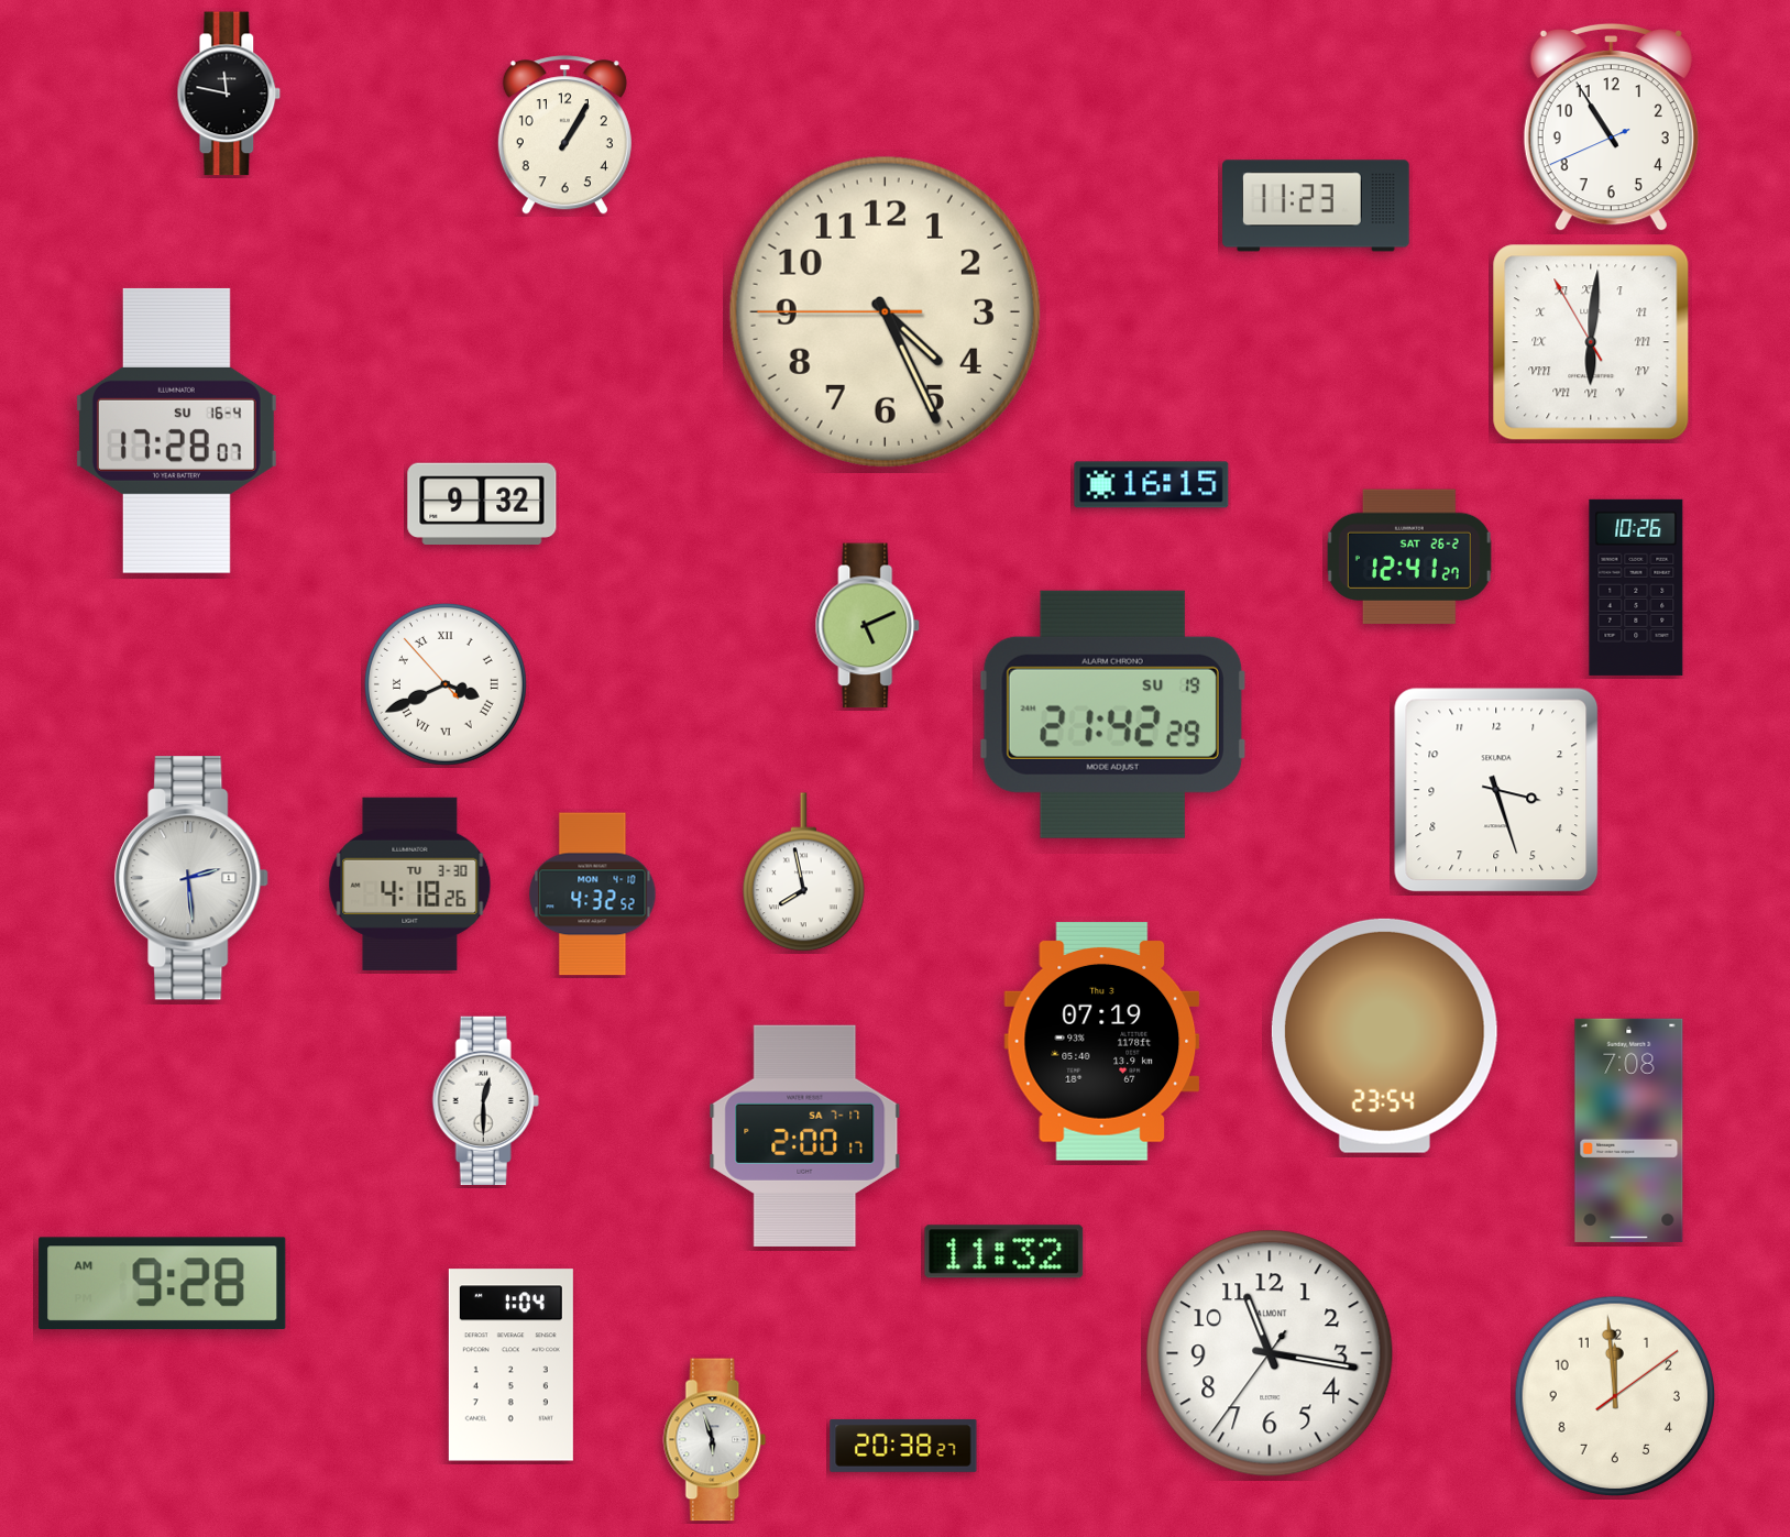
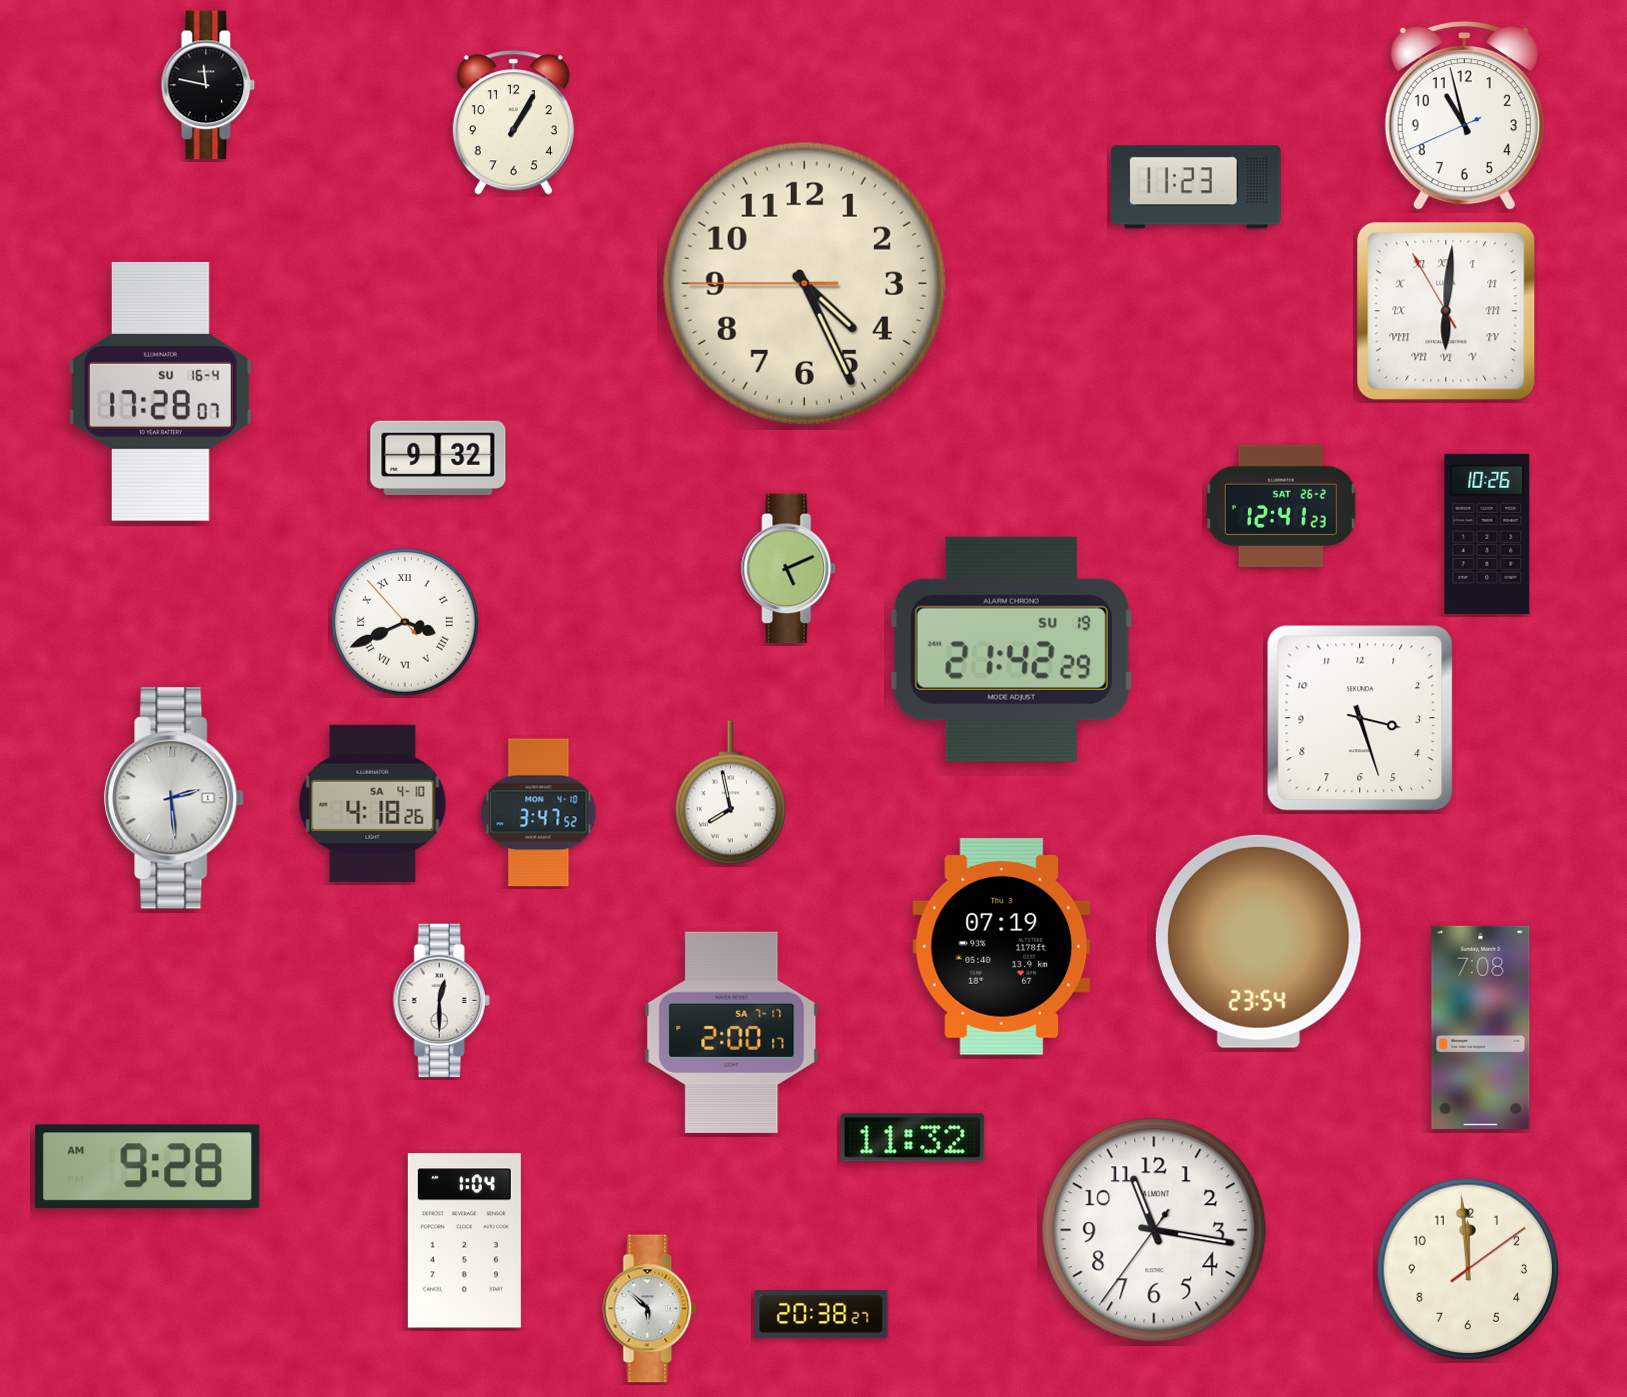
clock at (1611, 128): 10:54 -> 10:57
clock at (1152, 485): 16:15 -> none
clock at (1409, 557): 12:41:27 -> 12:41:23
clock at (410, 883) date: TU 3-30 -> SA 4-10
clock at (593, 894): 4:32 -> 3:47
clock at (715, 1440): 5:57 -> 5:52
